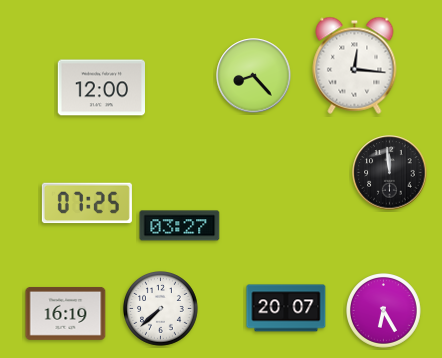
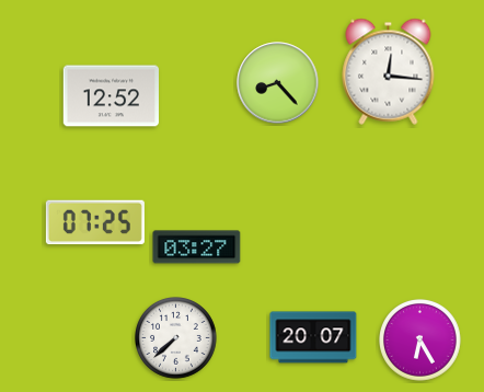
clock at (102, 88): 12:00 -> 12:52
clock at (390, 173): 11:59 -> none
clock at (66, 313): 16:19 -> none
